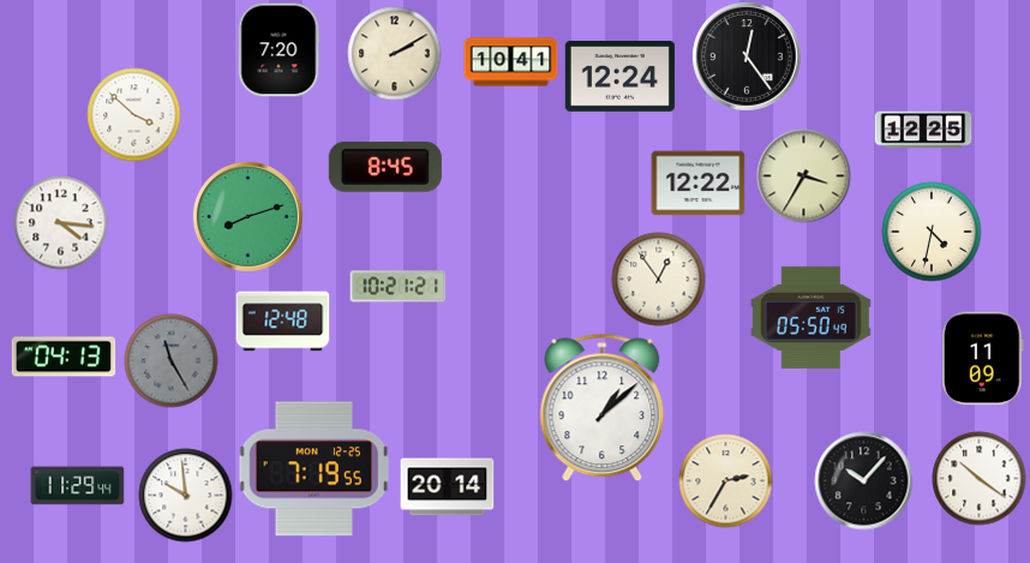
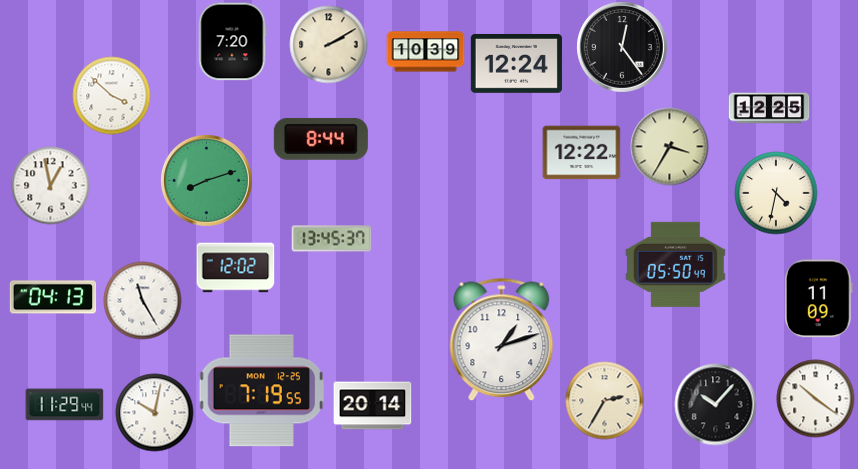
clock at (510, 62): 10:41 -> 10:39
clock at (385, 167): 8:45 -> 8:44
clock at (60, 222): 4:16 -> 12:58
clock at (658, 278): 12:54 -> none
clock at (397, 287): 10:21 -> 13:45
clock at (282, 322): 12:48 -> 12:02
clock at (170, 360) dial: grey -> white
clock at (603, 407): 1:08 -> 1:12
clock at (863, 480) position: (863, 480) -> (715, 404)
clock at (185, 495): 9:59 -> 10:02
